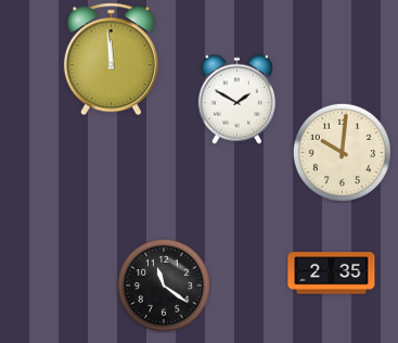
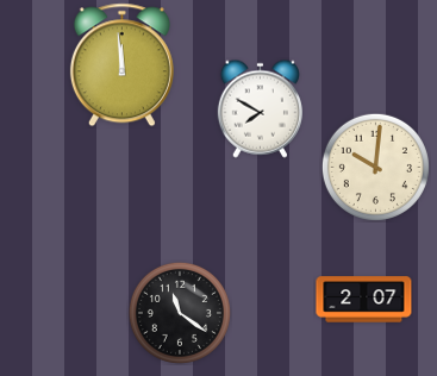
clock at (236, 99): 1:50 -> 7:50
clock at (332, 274): 2:35 -> 2:07
